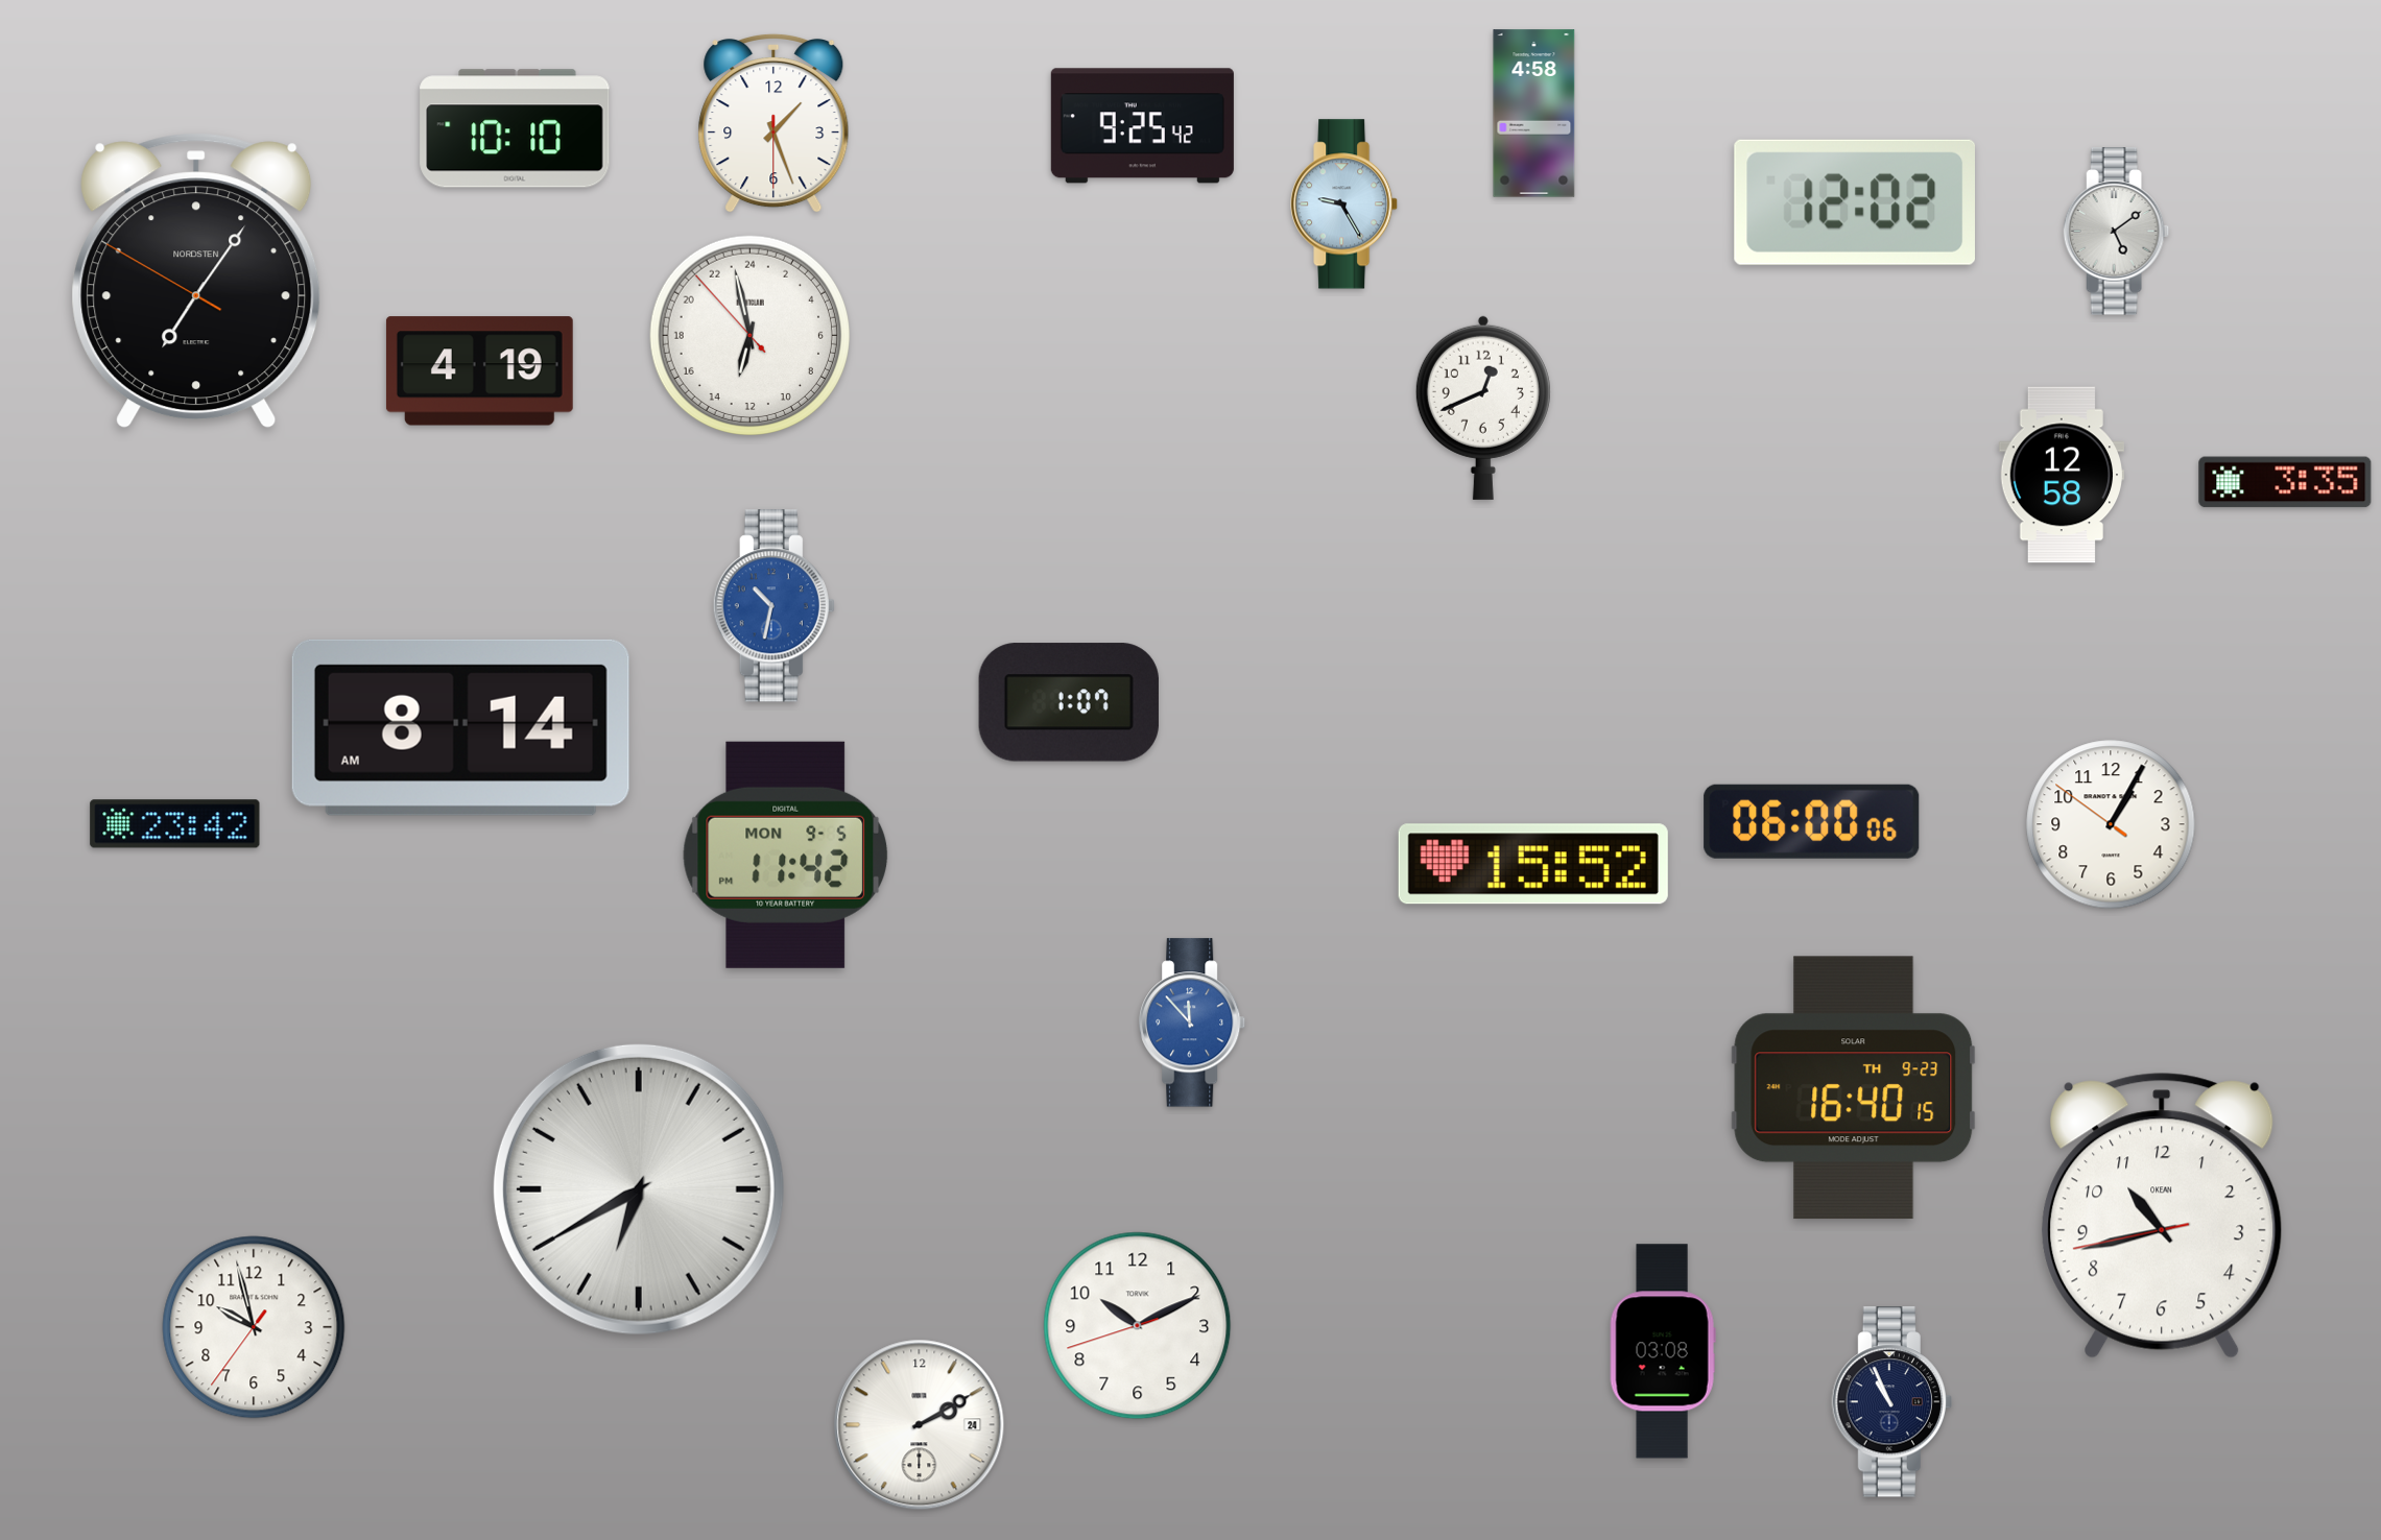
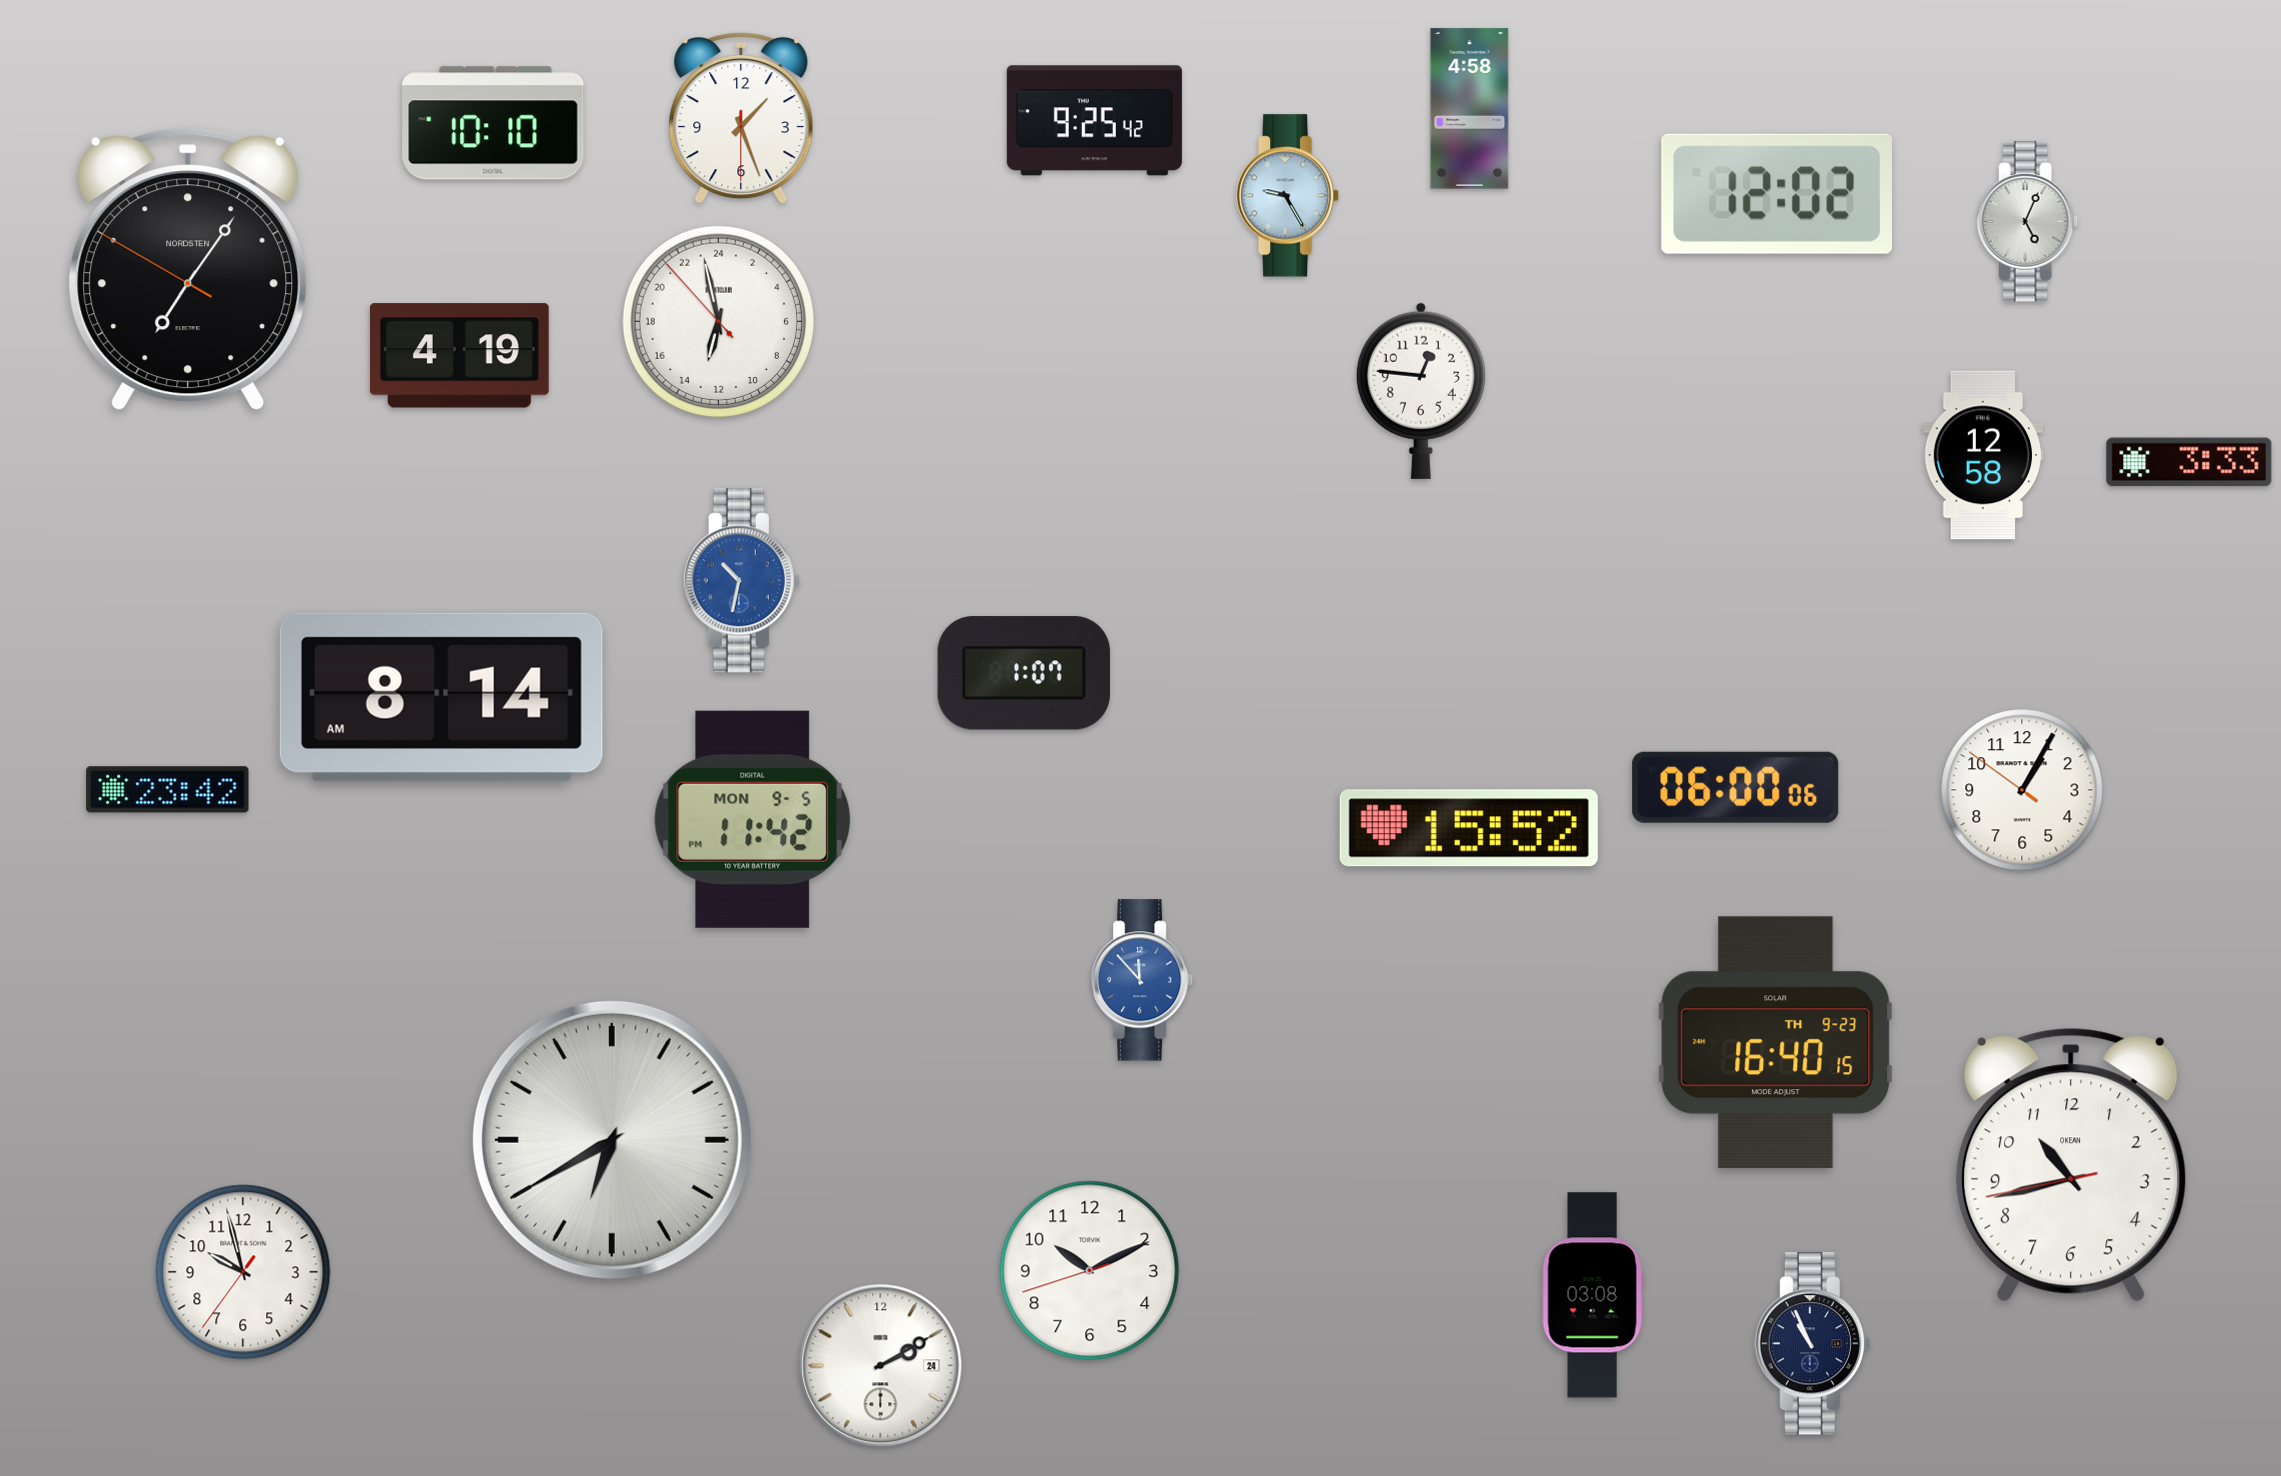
clock at (2117, 232): 5:09 -> 5:04
clock at (1483, 408): 12:41 -> 12:46
clock at (2062, 475) position: (2062, 475) -> (1983, 455)
clock at (2285, 482): 3:35 -> 3:33
